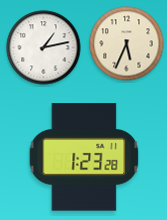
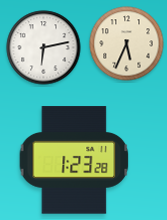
clock at (44, 48): 1:13 -> 6:13
clock at (84, 157) position: (84, 157) -> (74, 160)
